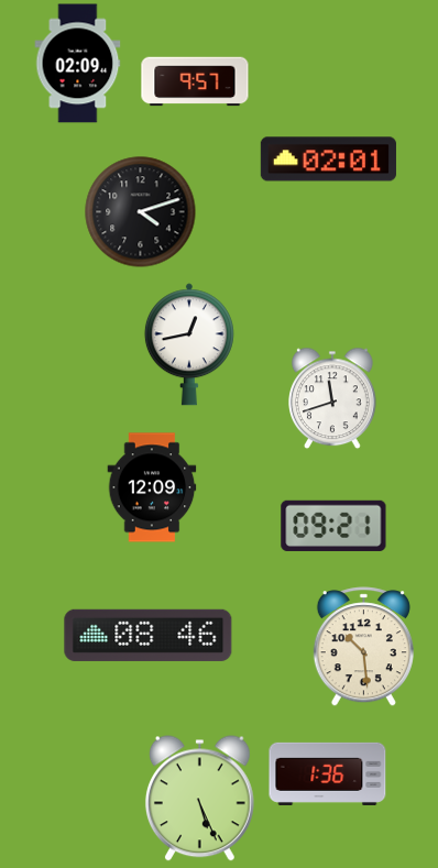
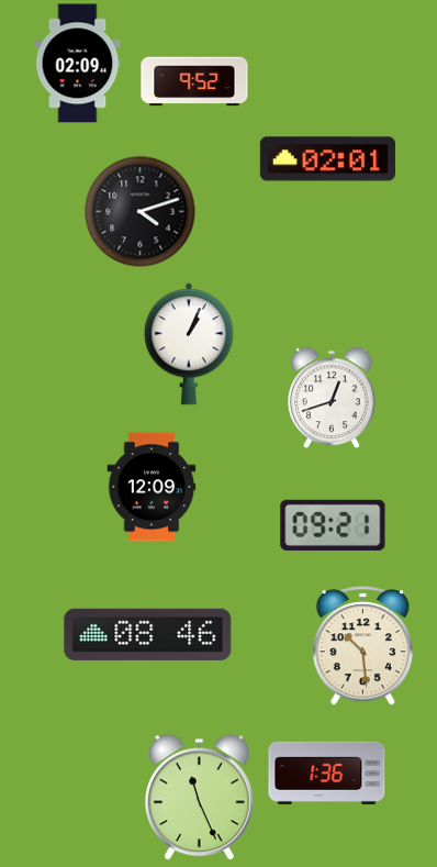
clock at (195, 81): 9:57 -> 9:52
clock at (189, 344): 12:43 -> 1:04
clock at (333, 398): 11:42 -> 12:42
clock at (199, 799): 5:26 -> 11:26
